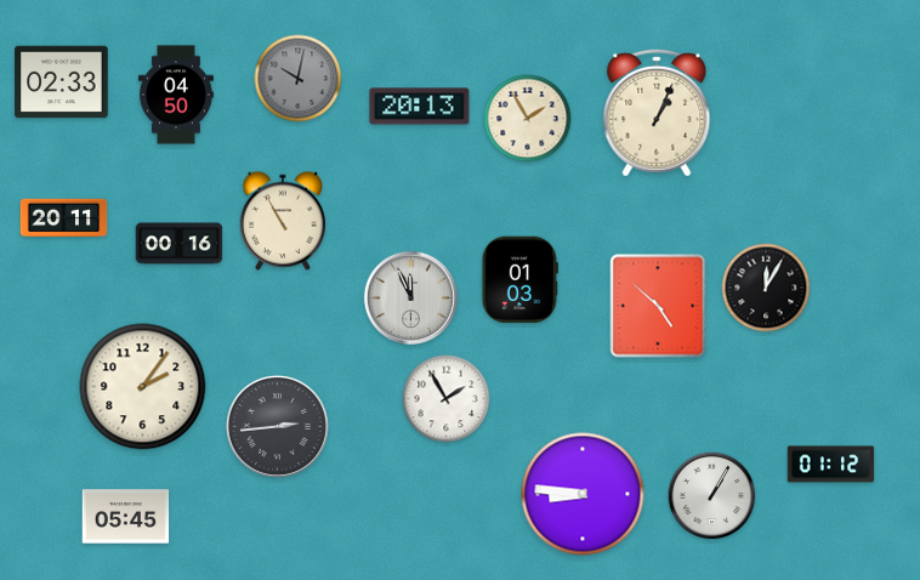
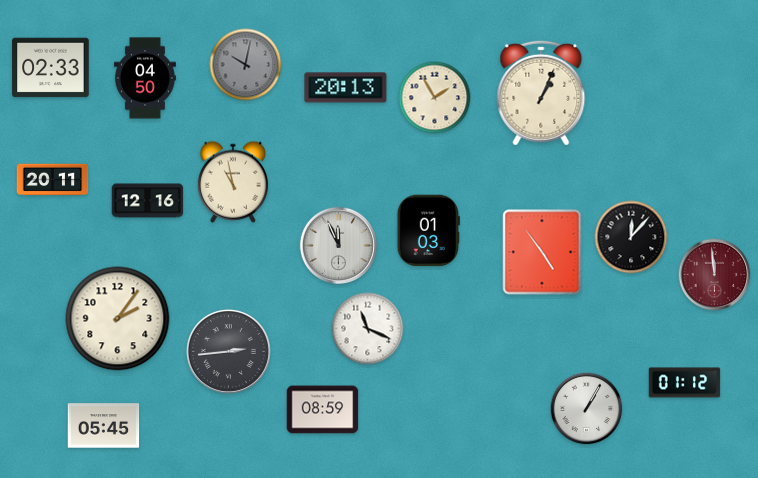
clock at (283, 221): 10:55 -> 10:58
clock at (180, 244): 00:16 -> 12:16
clock at (766, 288): 12:05 -> 12:07
clock at (658, 306): 4:52 -> 4:54
clock at (715, 275): none -> 11:59
clock at (447, 399): 1:55 -> 11:19
clock at (583, 494): 8:46 -> none
clock at (323, 410): none -> 08:59
